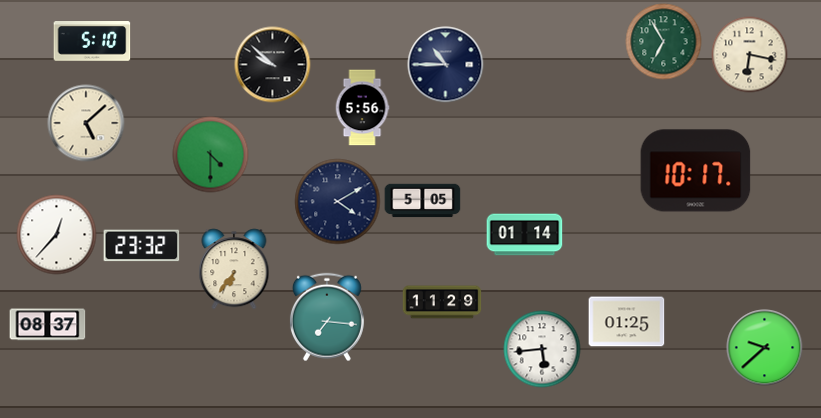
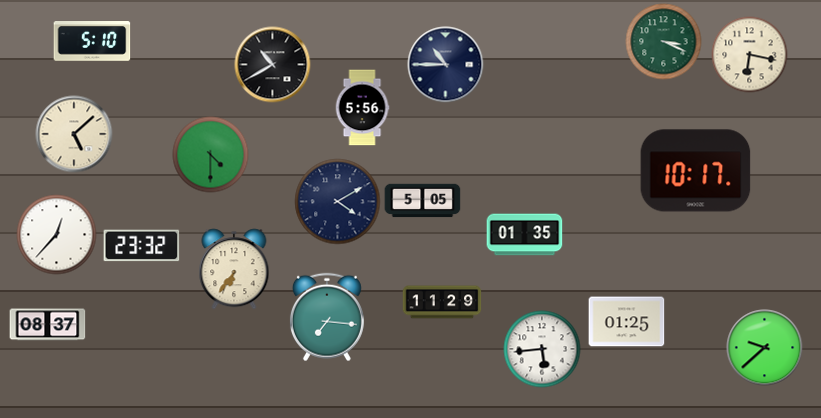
clock at (664, 42): 6:55 -> 3:19
clock at (273, 65): 9:52 -> 10:40
clock at (86, 123) position: (86, 123) -> (74, 134)
clock at (525, 235): 01:14 -> 01:35
